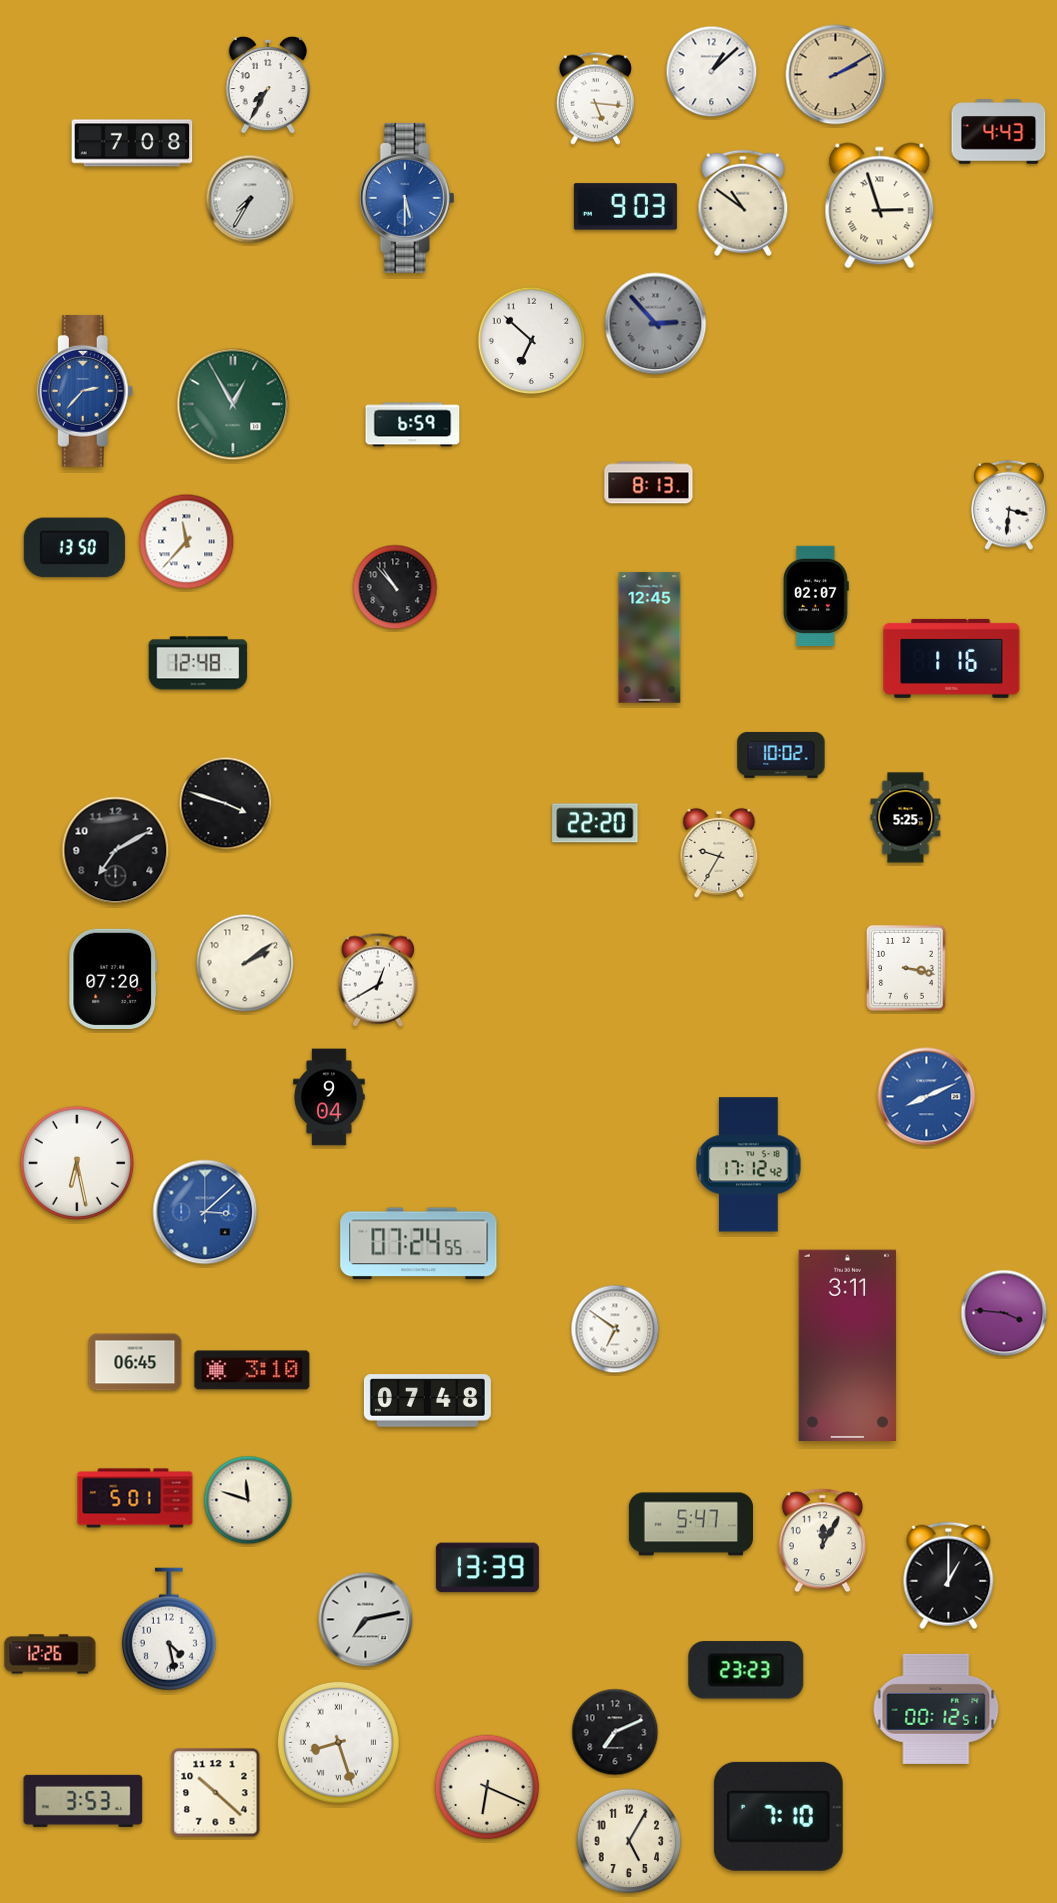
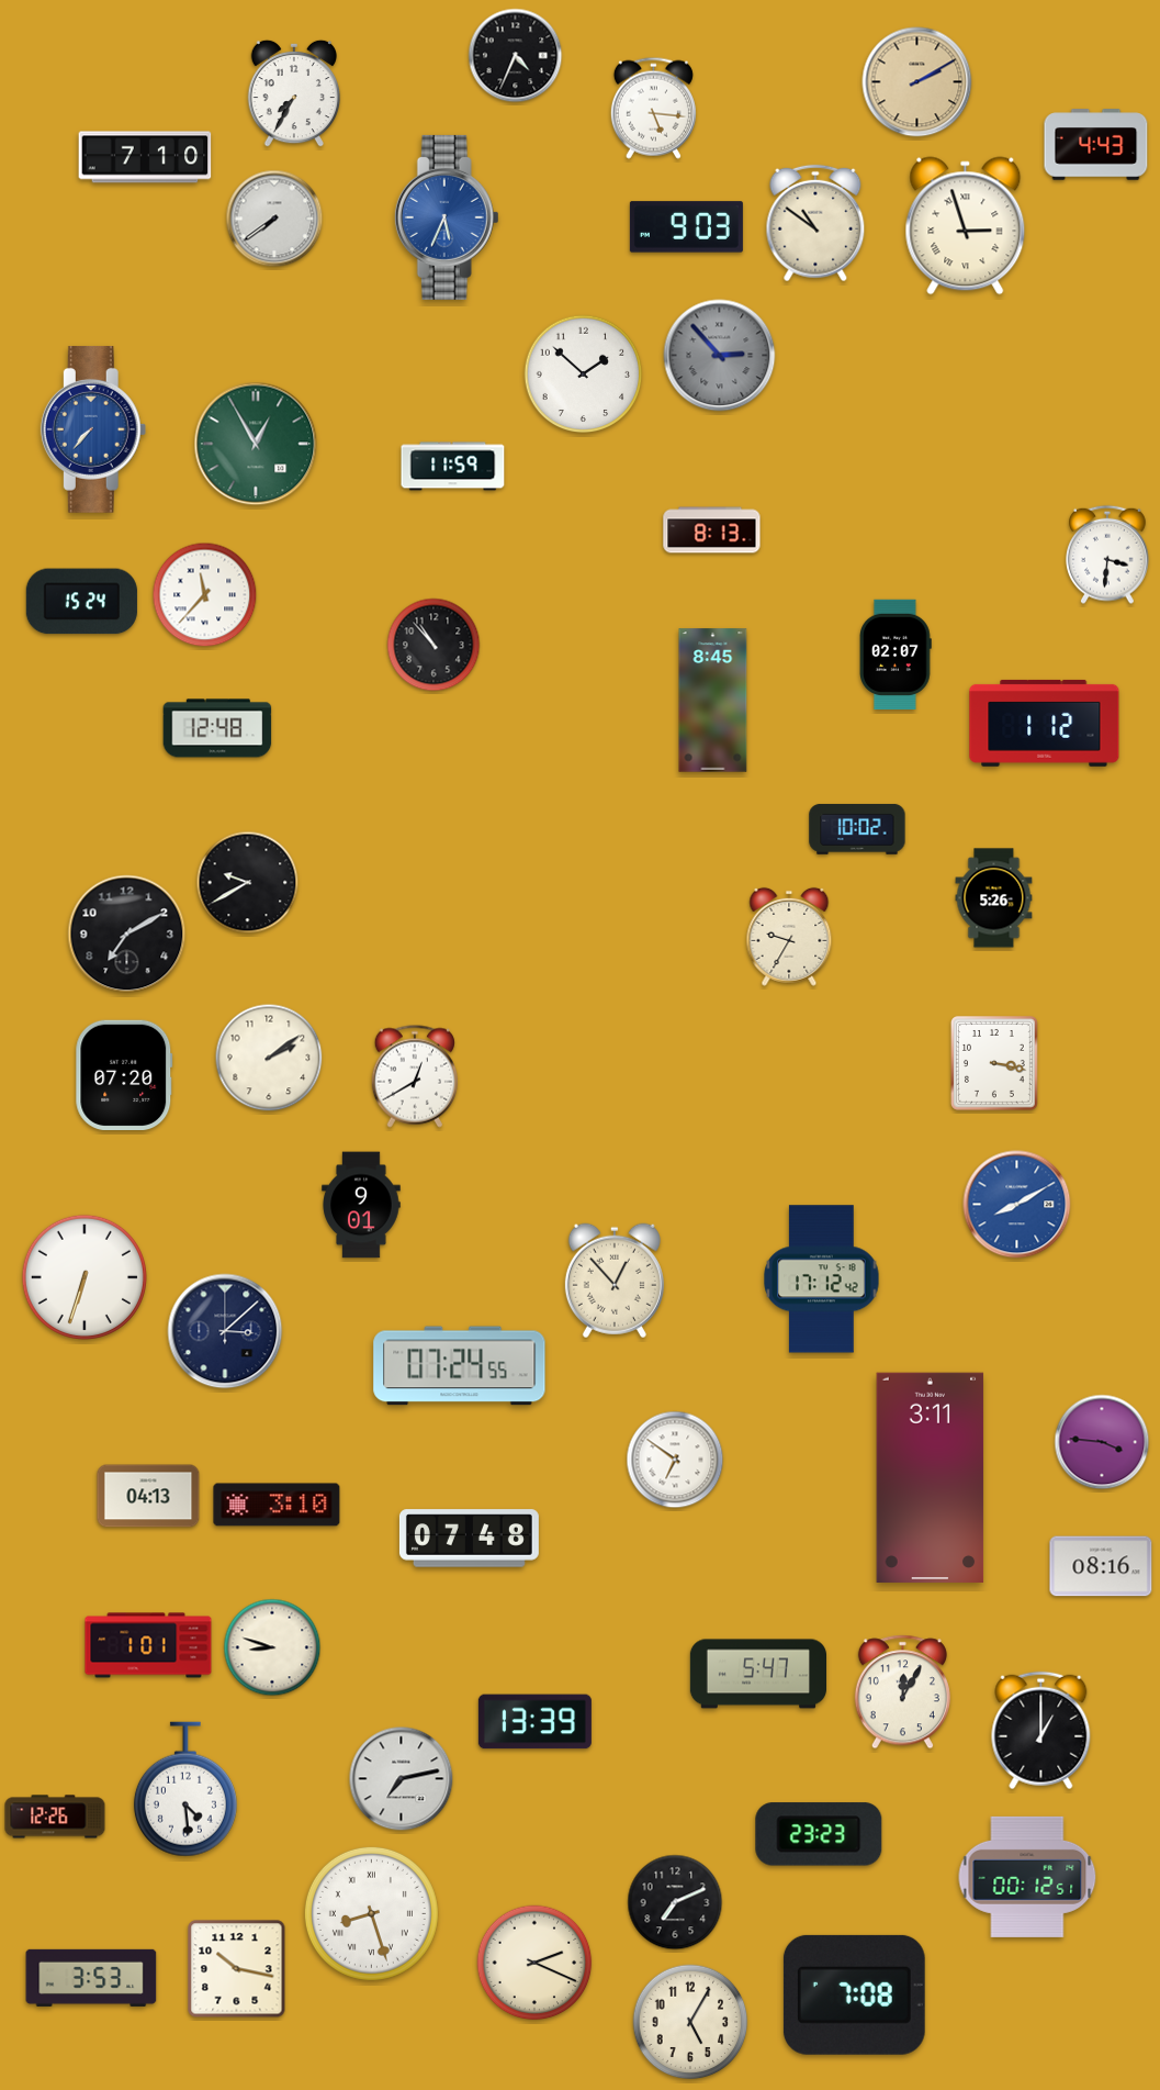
clock at (516, 56): none -> 4:34
clock at (712, 72): 1:08 -> none
clock at (132, 143): 7:08 -> 7:10
clock at (407, 198): 5:30 -> 5:34
clock at (250, 199): 7:35 -> 7:39
clock at (532, 341): 6:52 -> 1:52
clock at (85, 391): 2:37 -> 7:37
clock at (413, 425): 6:59 -> 11:59
clock at (74, 548): 13:50 -> 15:24
clock at (650, 638): 12:45 -> 8:45
clock at (952, 658): 1:16 -> 1:12
clock at (226, 804): 3:48 -> 9:40
clock at (906, 818): 5:25 -> 5:26
clock at (595, 823): 22:20 -> none
clock at (329, 1097): 9:04 -> 9:01
clock at (927, 1097): 8:11 -> 8:10
clock at (77, 1163): 6:28 -> 6:33
clock at (615, 1281): none -> 12:53
clock at (205, 1212) dial: blue -> navy
clock at (135, 1362): 06:45 -> 04:13
clock at (1101, 1566): none -> 08:16
clock at (135, 1498): 5:01 -> 1:01
clock at (248, 1500): 11:48 -> 8:48
clock at (169, 1629): 4:28 -> 4:29
clock at (487, 1787): 6:19 -> 2:19
clock at (216, 1793): 10:22 -> 10:17
clock at (778, 1816): 7:10 -> 7:08
